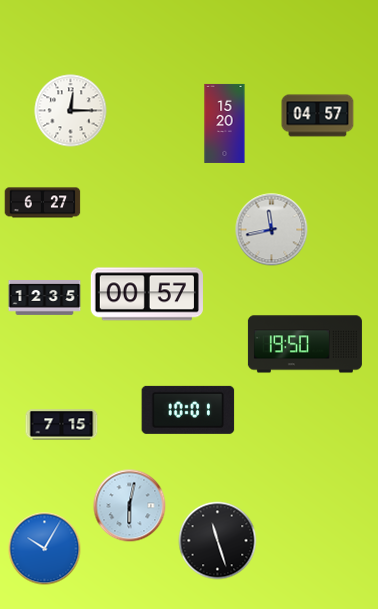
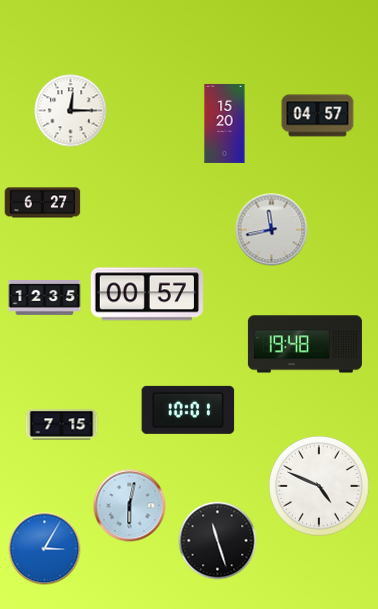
clock at (305, 344): 19:50 -> 19:48
clock at (319, 486): none -> 4:49
clock at (45, 549): 10:05 -> 3:05
